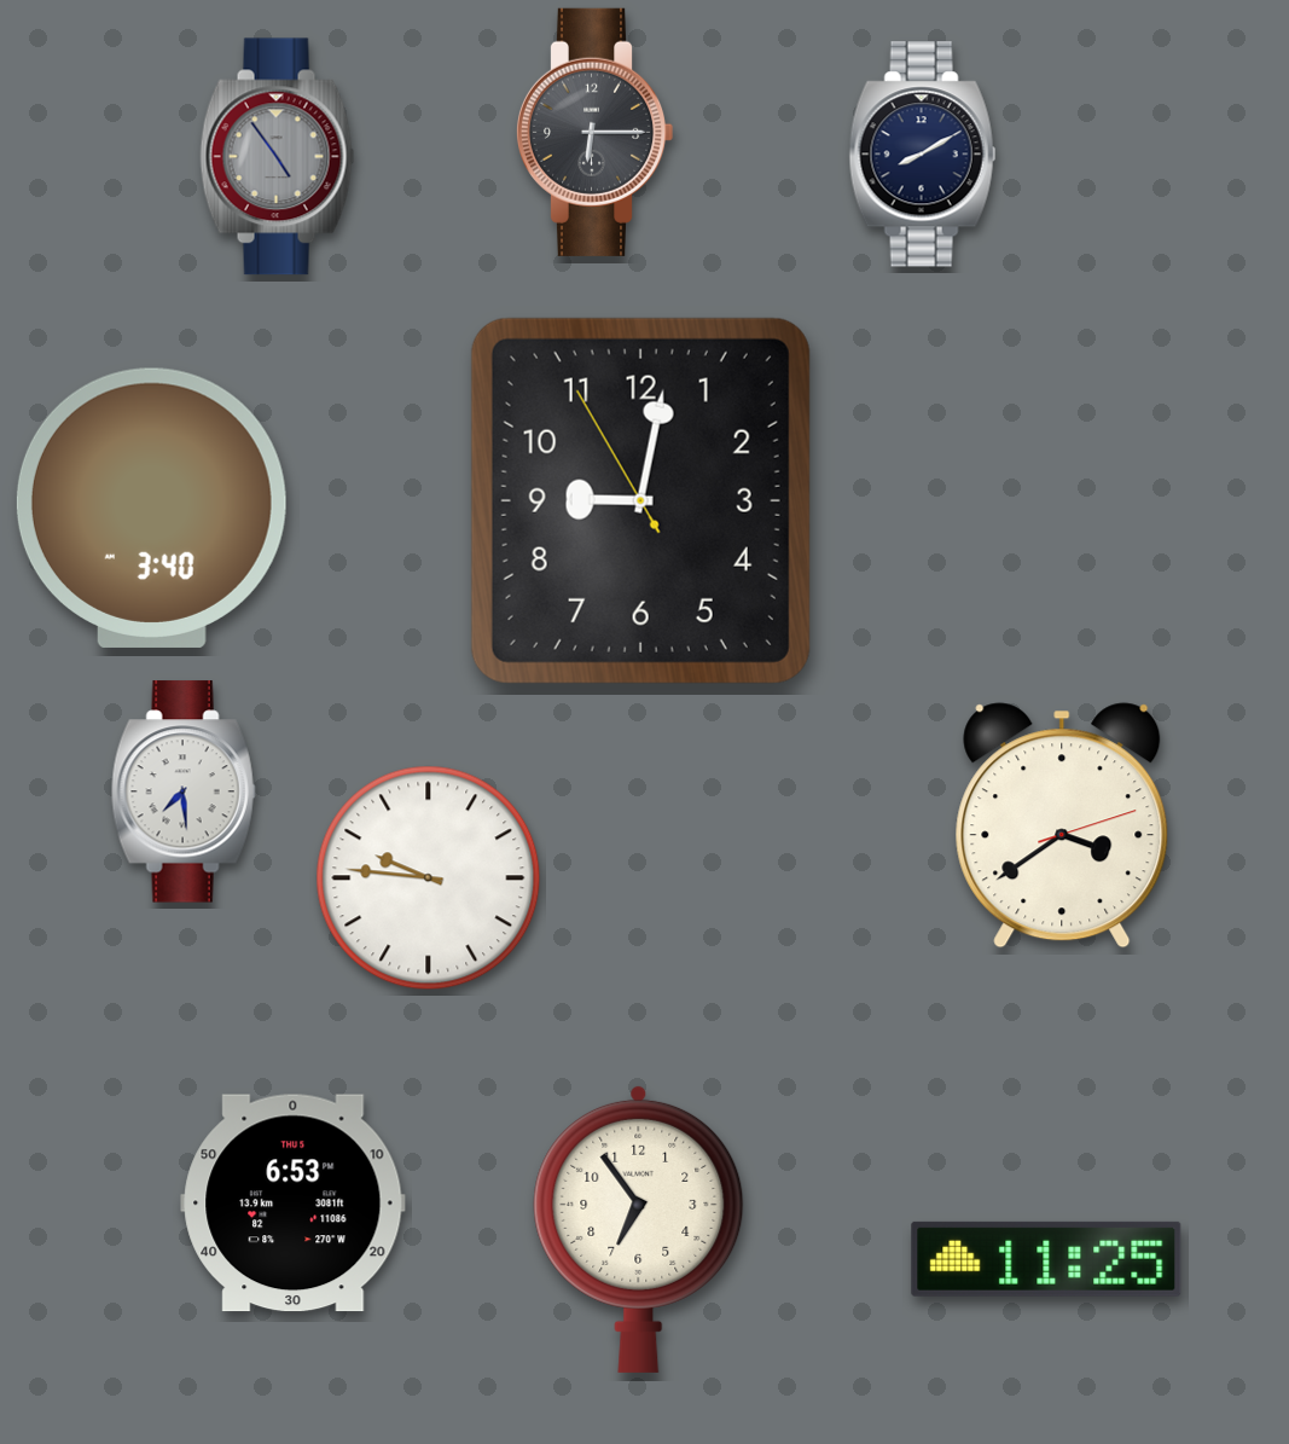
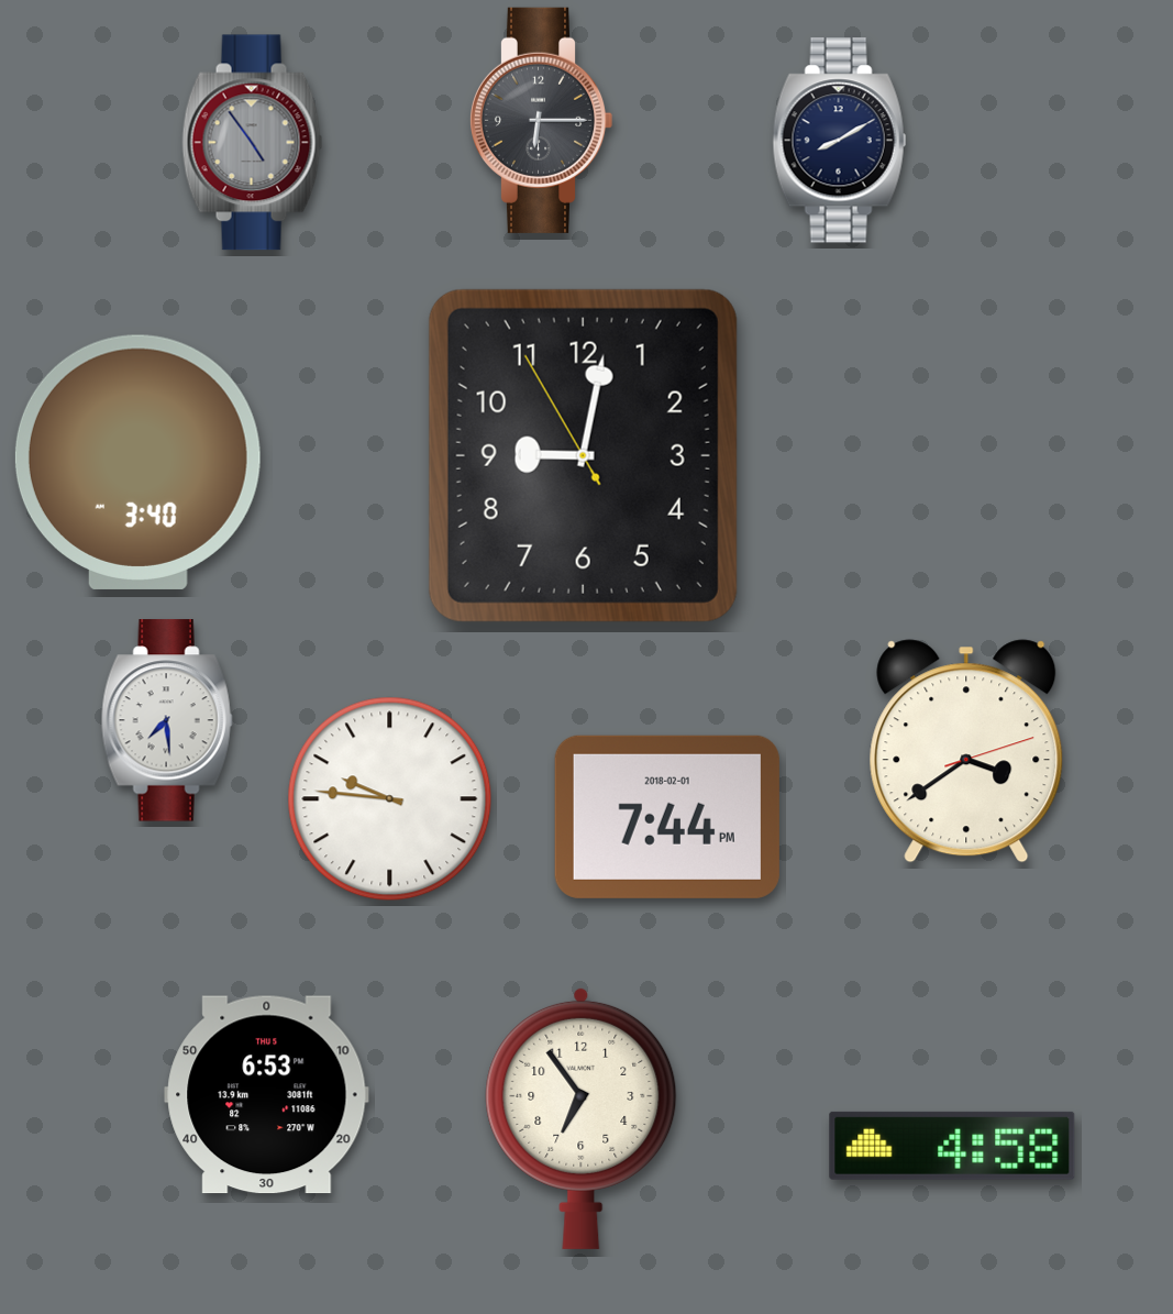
clock at (667, 817): none -> 7:44
clock at (1046, 1259): 11:25 -> 4:58
